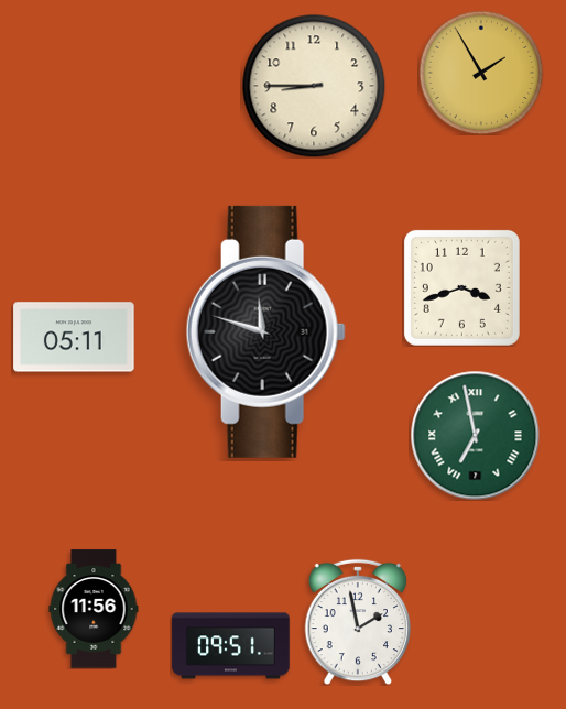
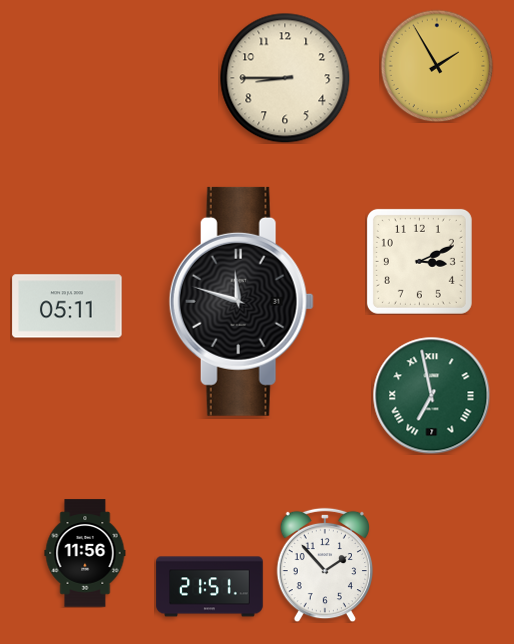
clock at (461, 287): 3:42 -> 3:11
clock at (358, 622): 1:58 -> 1:53
clock at (231, 646): 09:51 -> 21:51
